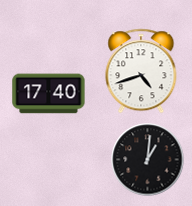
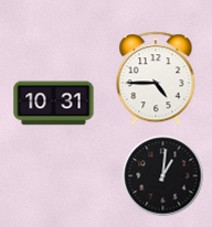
clock at (141, 71): 4:42 -> 4:45
clock at (49, 94): 17:40 -> 10:31
